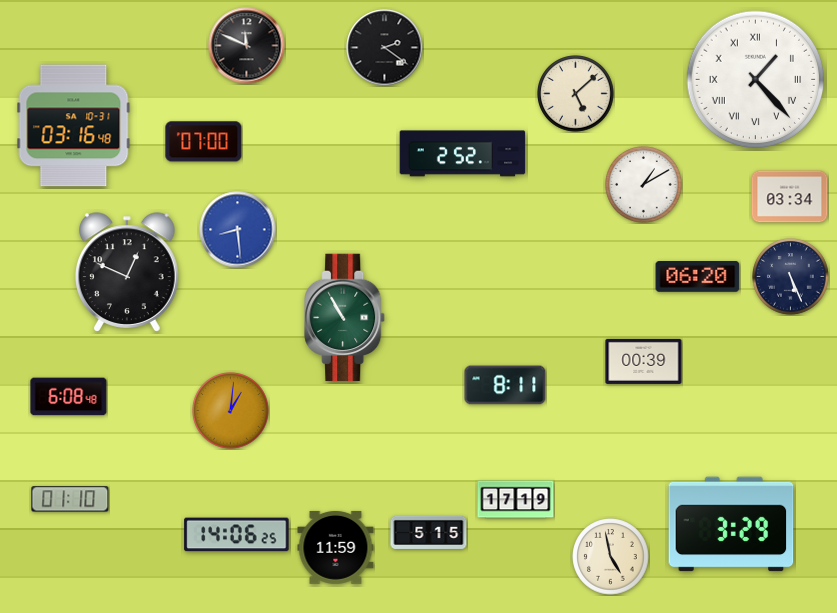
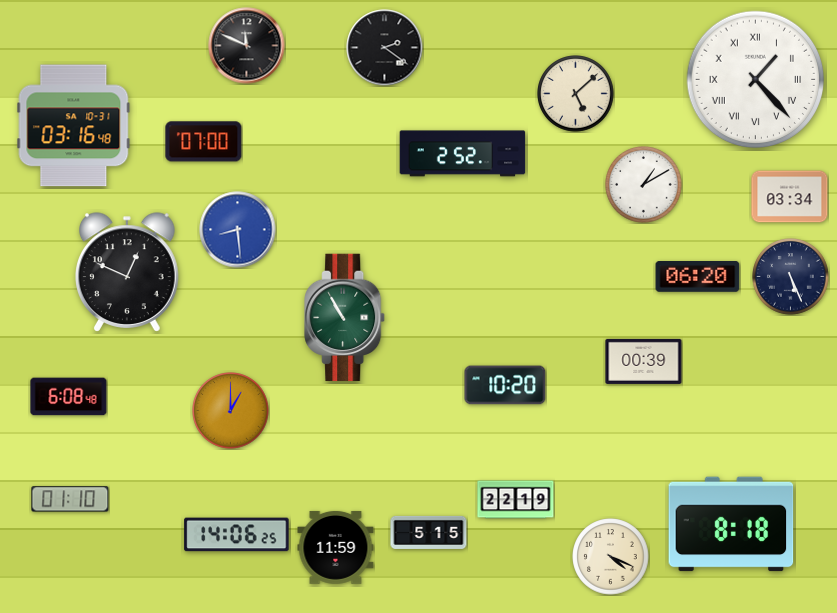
clock at (505, 385): 8:11 -> 10:20
clock at (231, 411): 1:01 -> 1:00
clock at (516, 500): 17:19 -> 22:19
clock at (731, 524): 3:29 -> 8:18
clock at (611, 557): 4:58 -> 4:19
